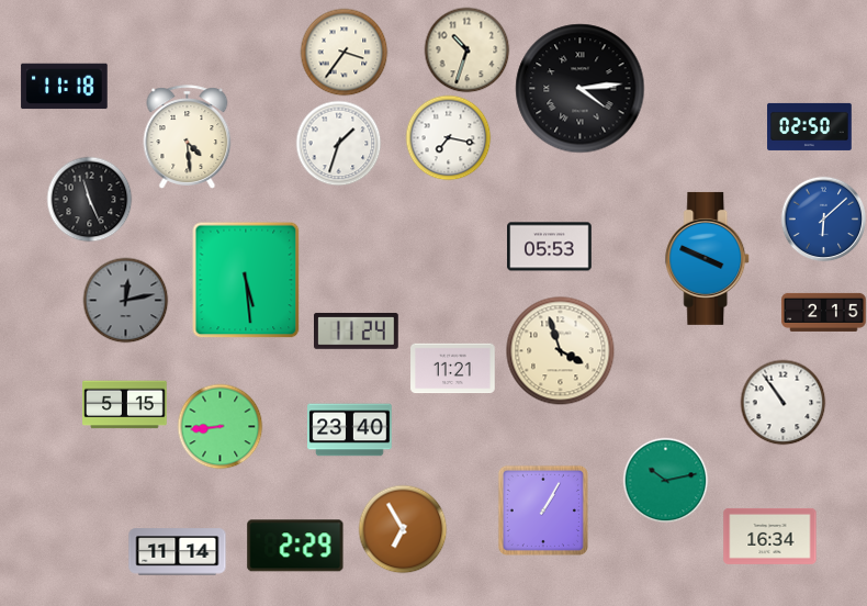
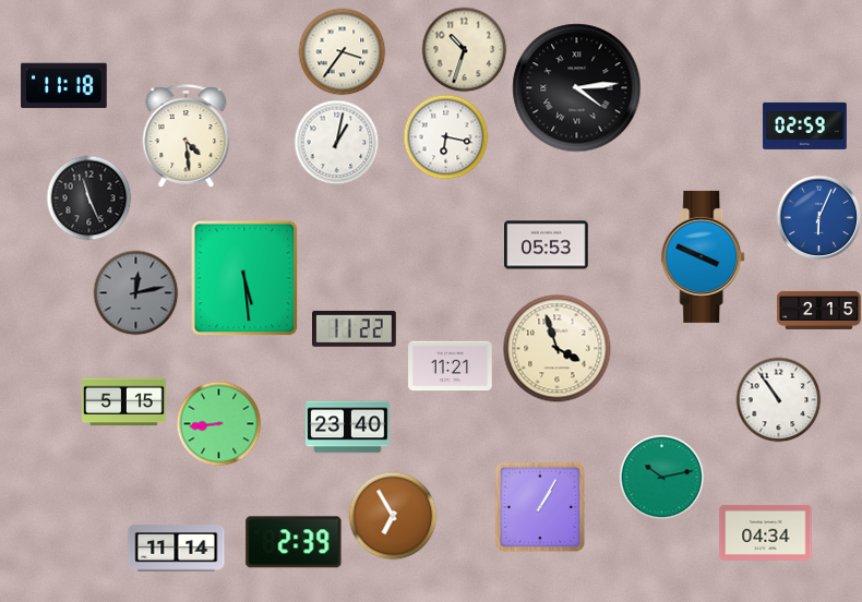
clock at (810, 126): 02:50 -> 02:59
clock at (448, 137): 7:17 -> 6:17
clock at (338, 143): 1:33 -> 1:02
clock at (823, 218): 6:08 -> 6:04
clock at (125, 300) position: (125, 300) -> (135, 292)
clock at (357, 330): 11:24 -> 11:22
clock at (403, 529) position: (403, 529) -> (393, 516)
clock at (770, 536): 16:34 -> 04:34
clock at (295, 546): 2:29 -> 2:39
